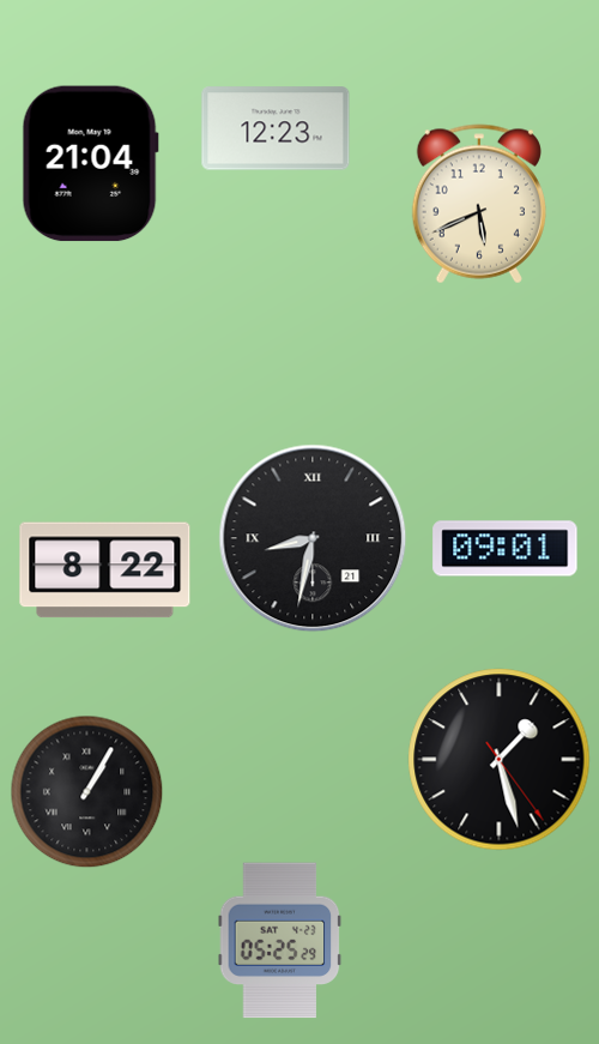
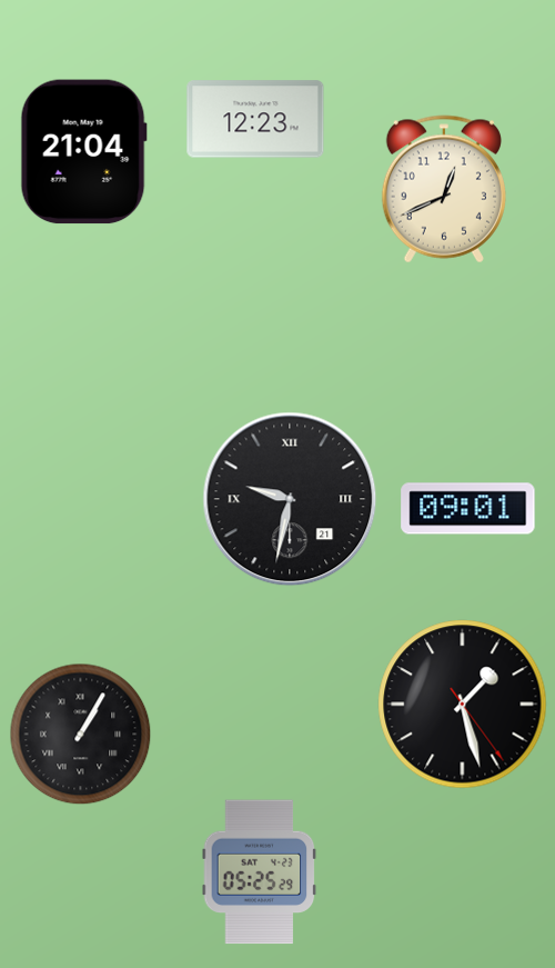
clock at (479, 204): 5:41 -> 12:41
clock at (313, 538): 8:32 -> 9:32
clock at (105, 571): 8:22 -> none
